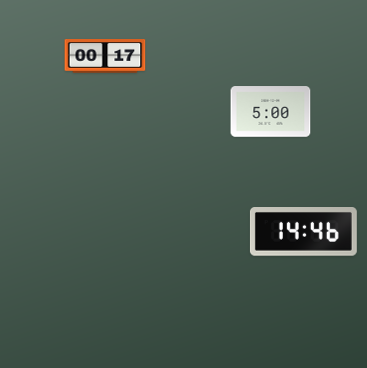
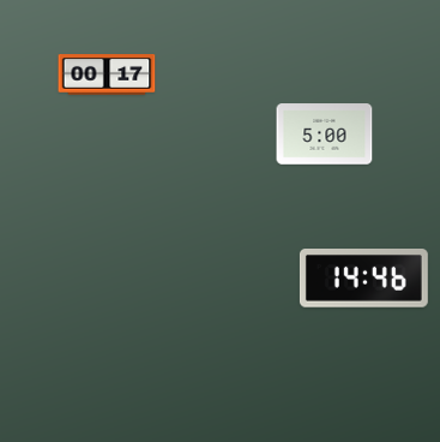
clock at (105, 57) position: (105, 57) -> (107, 76)
